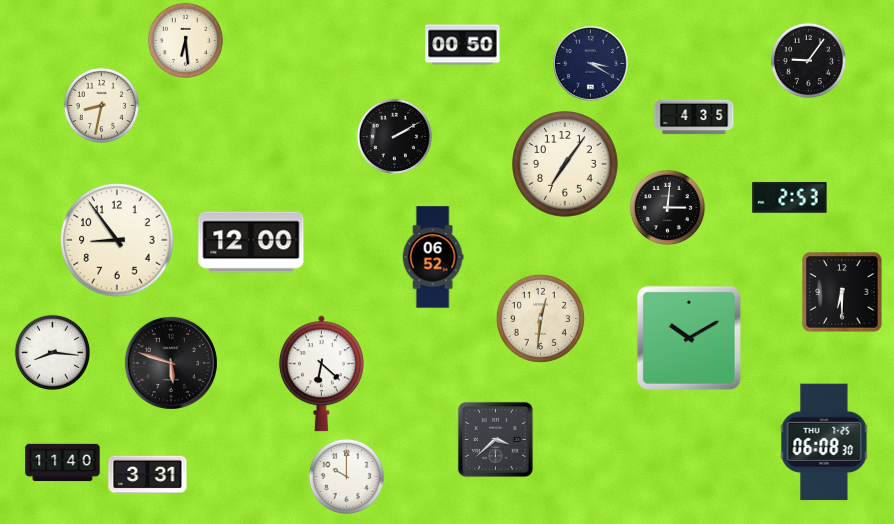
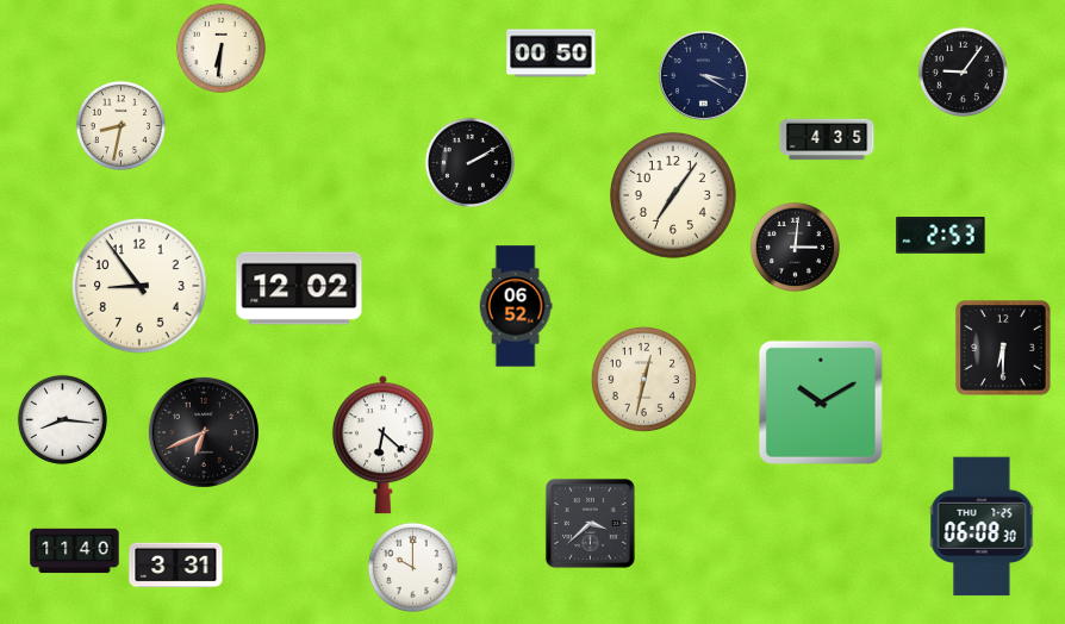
clock at (185, 40): 6:29 -> 6:31
clock at (251, 242): 12:00 -> 12:02
clock at (540, 318): 12:31 -> 12:32
clock at (171, 363): 5:48 -> 6:41
